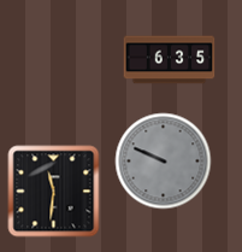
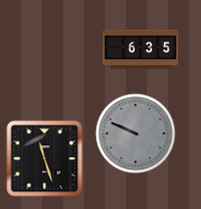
clock at (54, 192): 11:31 -> 11:27
